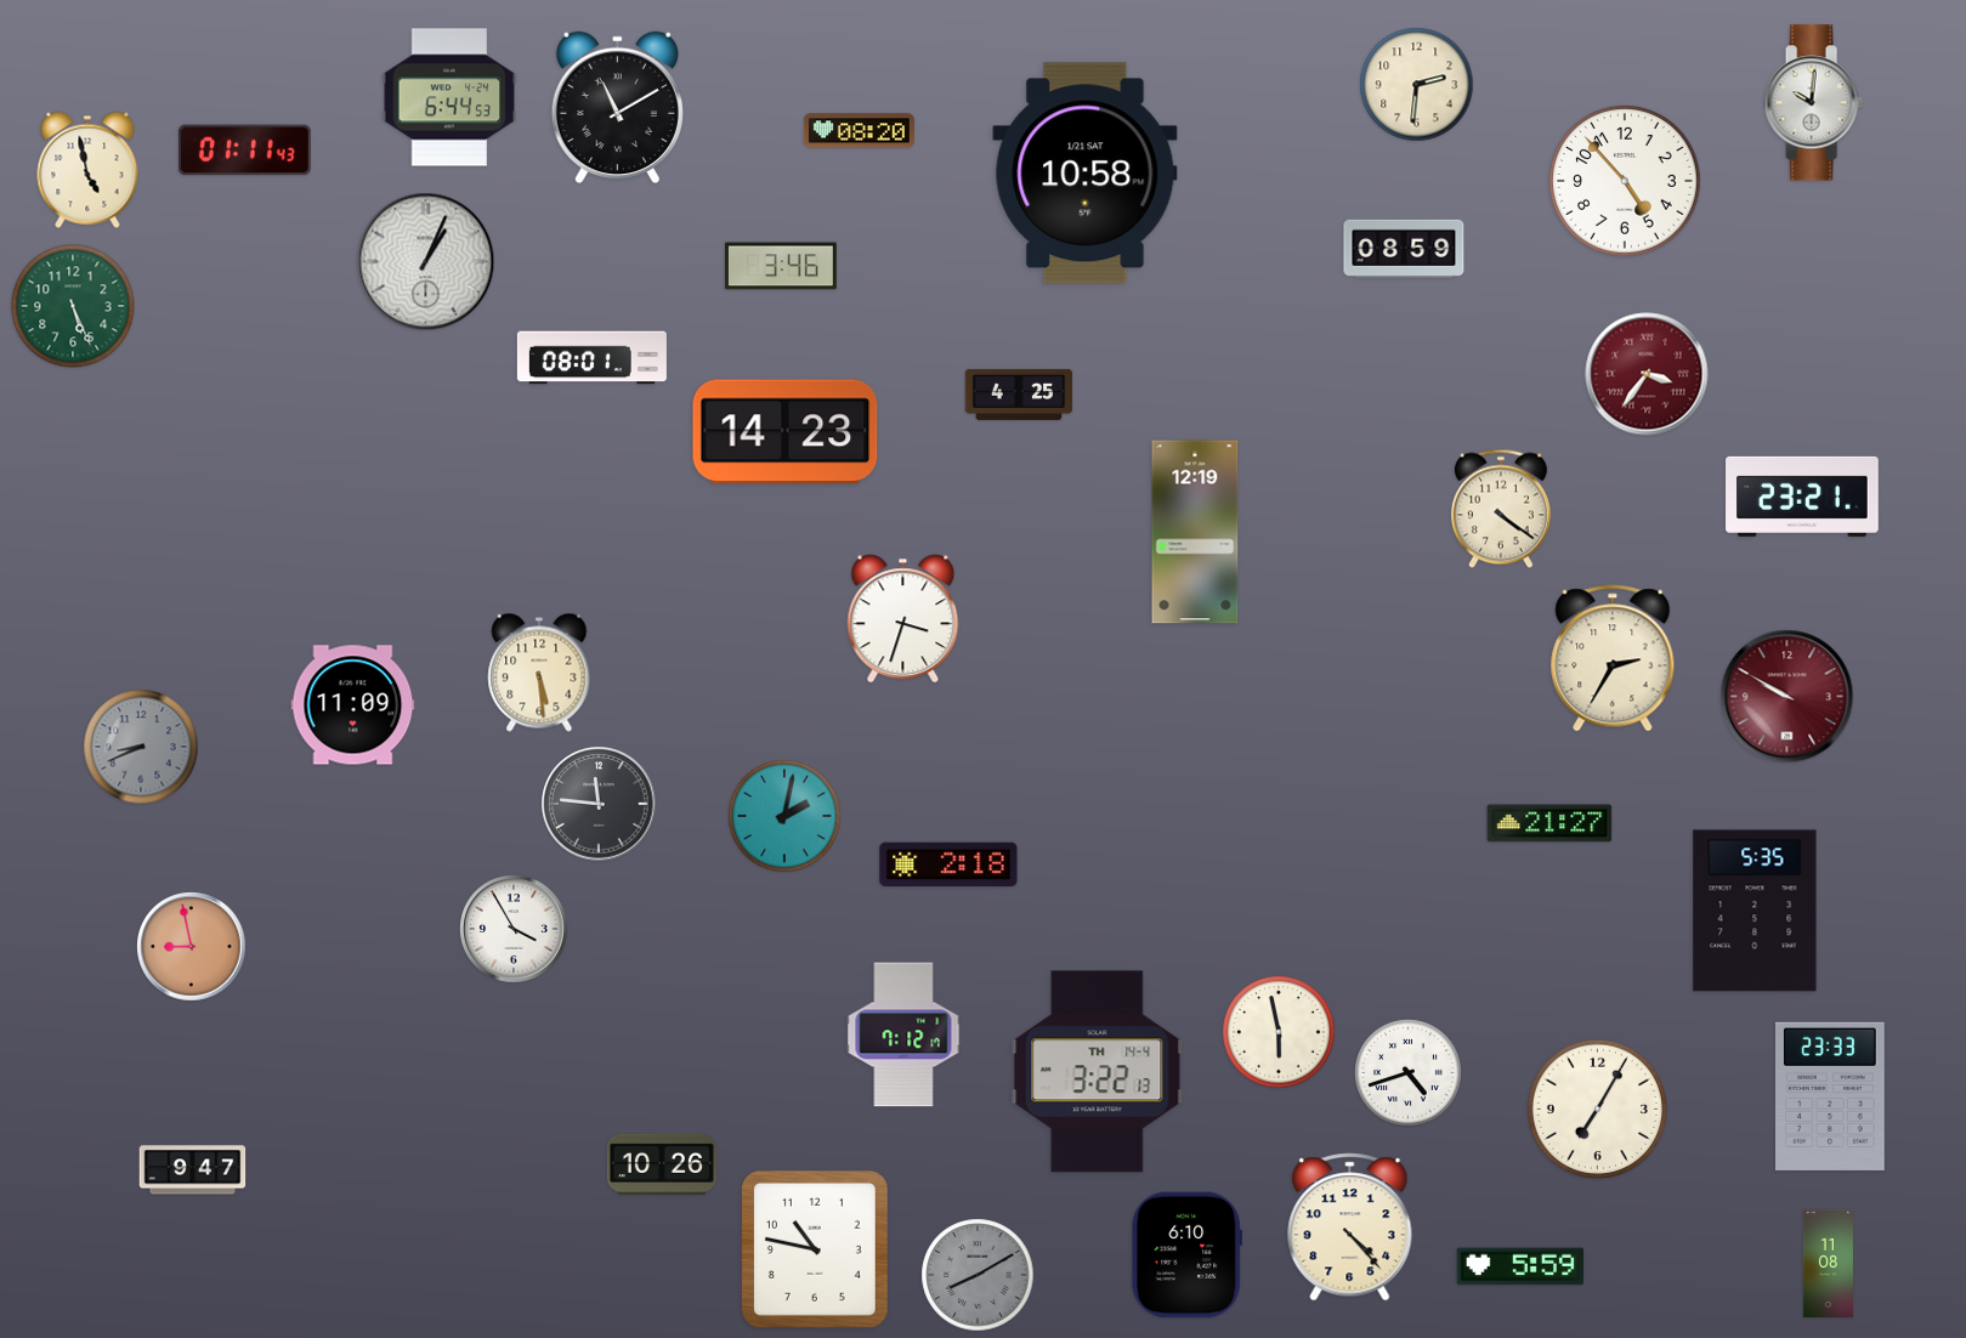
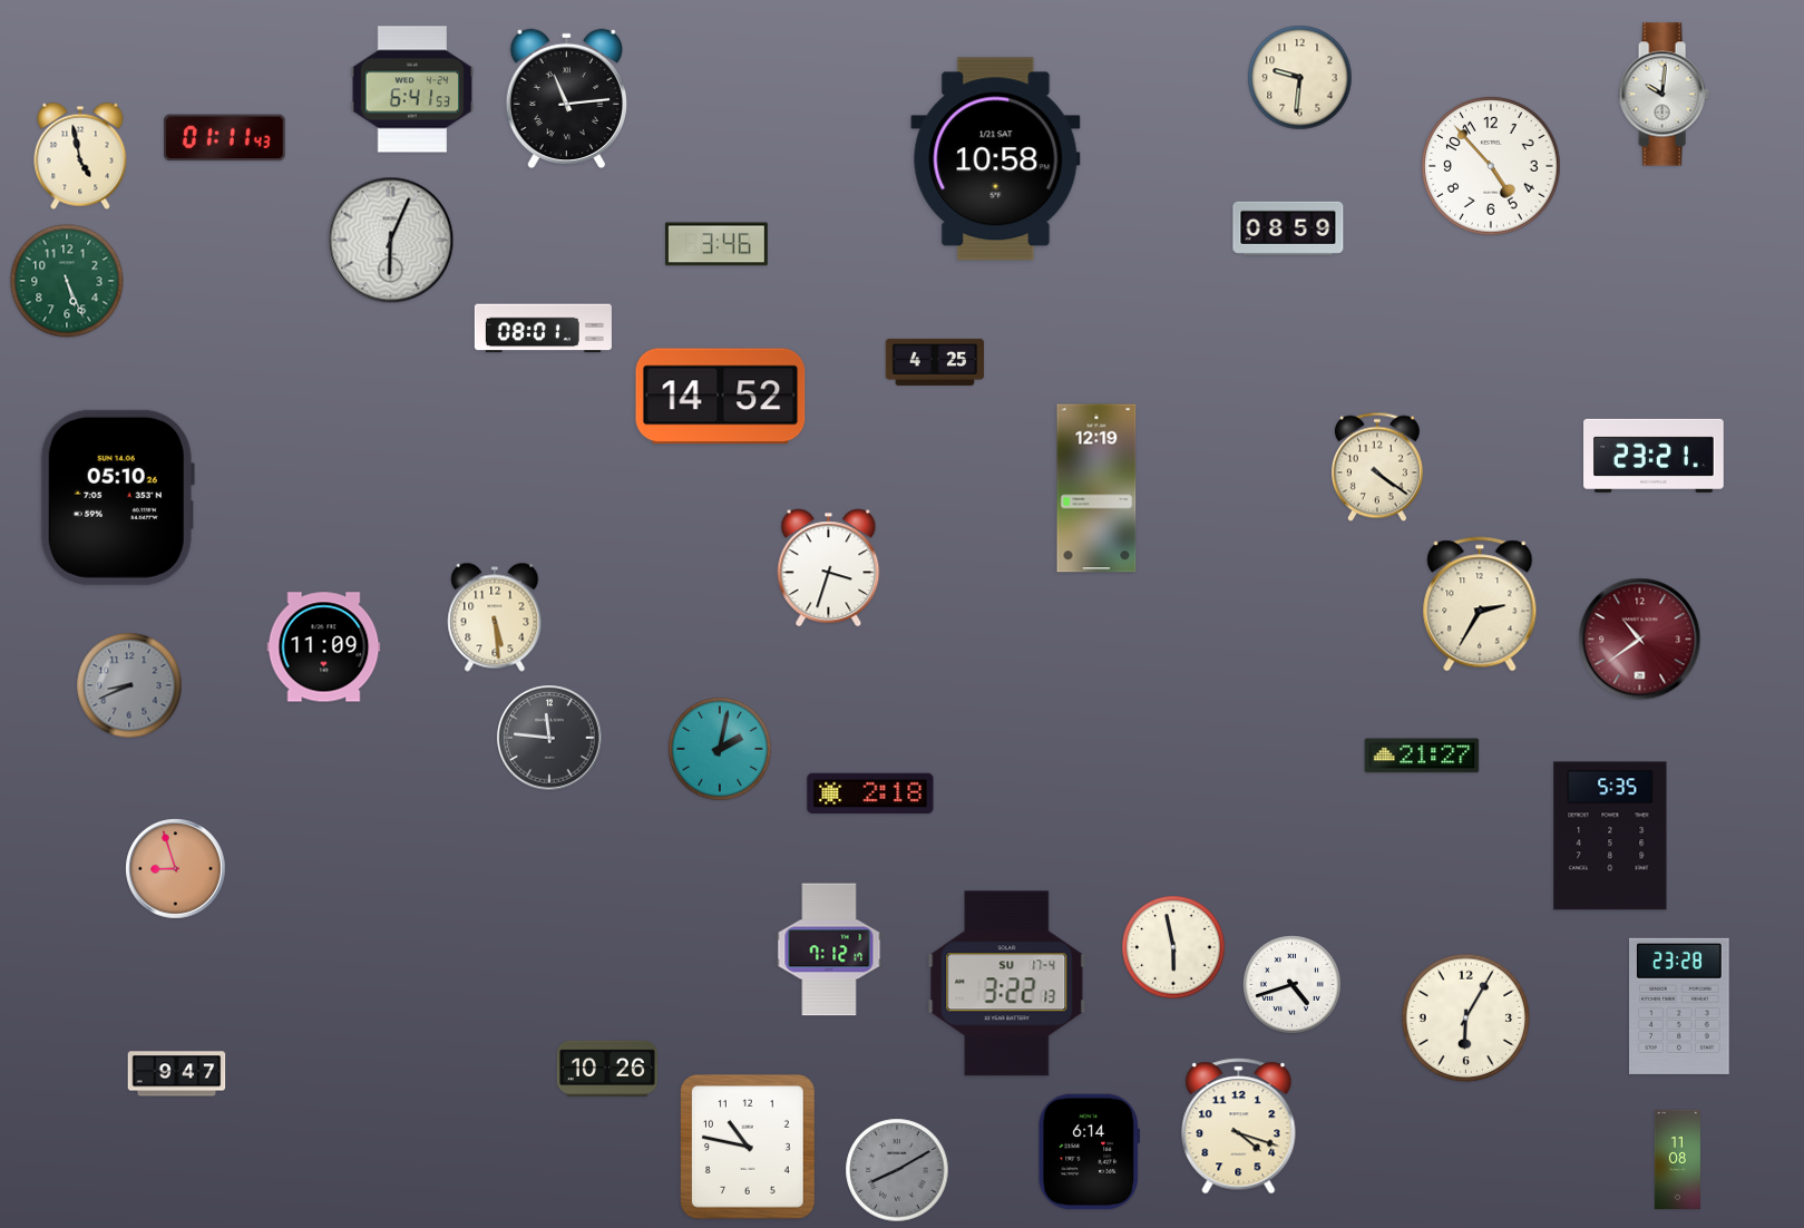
clock at (1417, 85): 2:31 -> 9:31
clock at (449, 97): 6:44 -> 6:41
clock at (617, 108): 11:10 -> 11:14
clock at (859, 131): 08:20 -> none
clock at (426, 262): 1:04 -> 6:04
clock at (1647, 374): 3:36 -> none
clock at (786, 432): 14:23 -> 14:52
clock at (117, 497): none -> 05:10
clock at (1787, 697): 9:50 -> 10:39
clock at (514, 929): 3:55 -> none
clock at (192, 947): 8:58 -> 8:57
clock at (1098, 1072) date: TH 14-4 -> SU 17-4
clock at (1831, 1096): 23:33 -> 23:28
clock at (1597, 1109): 7:05 -> 6:05
clock at (1350, 1228): 4:23 -> 4:18
clock at (1186, 1255): 6:10 -> 6:14
clock at (1520, 1266): 5:59 -> none
